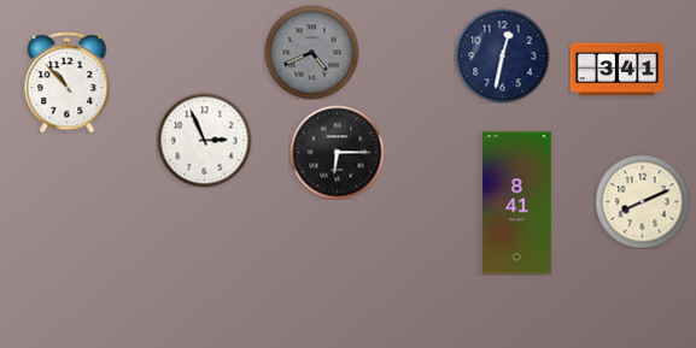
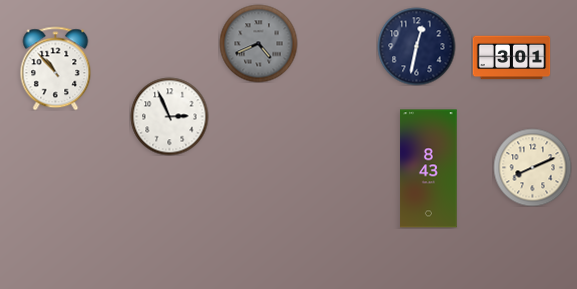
clock at (616, 70): 3:41 -> 3:01
clock at (337, 152): 6:15 -> none
clock at (517, 204): 8:41 -> 8:43
